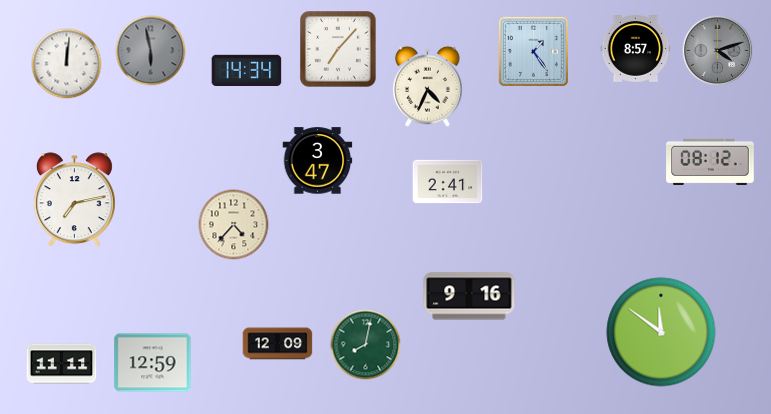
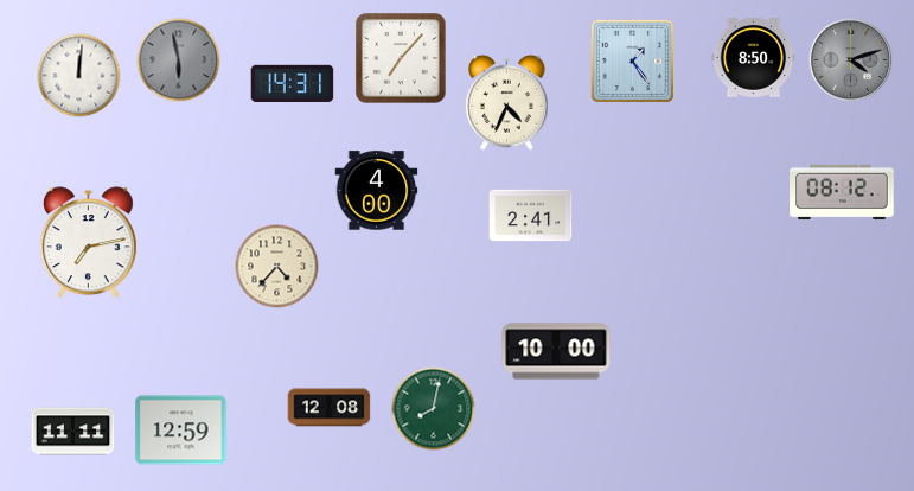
clock at (636, 49): 8:57 -> 8:50
clock at (247, 71): 14:34 -> 14:31
clock at (318, 161): 3:47 -> 4:00
clock at (74, 200) position: (74, 200) -> (88, 243)
clock at (469, 296): 9:16 -> 10:00
clock at (661, 332): 11:51 -> none
clock at (278, 344): 12:09 -> 12:08
